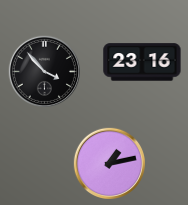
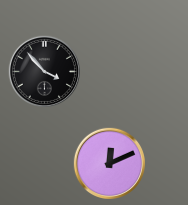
clock at (142, 62): 23:16 -> none
clock at (109, 163): 1:13 -> 12:11
